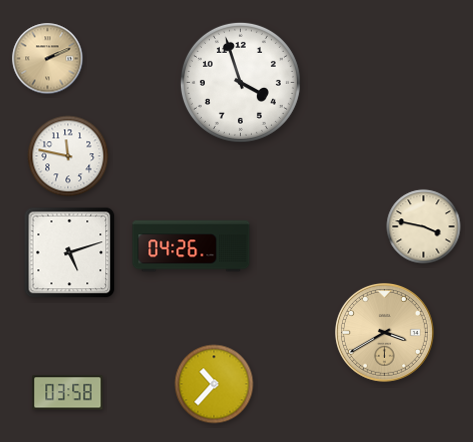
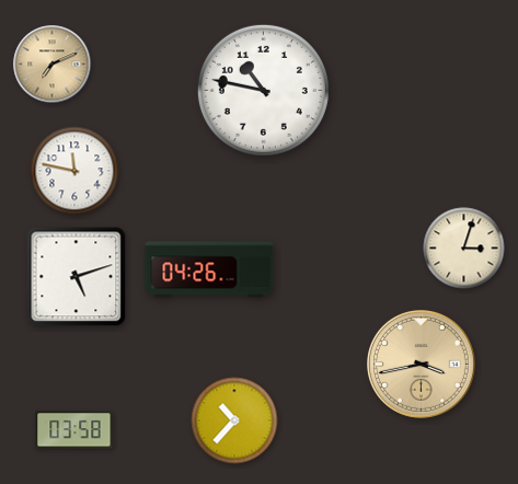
clock at (48, 59): 2:11 -> 7:11
clock at (240, 82): 3:57 -> 10:47
clock at (424, 227): 3:47 -> 3:03
clock at (385, 333): 3:40 -> 3:43
